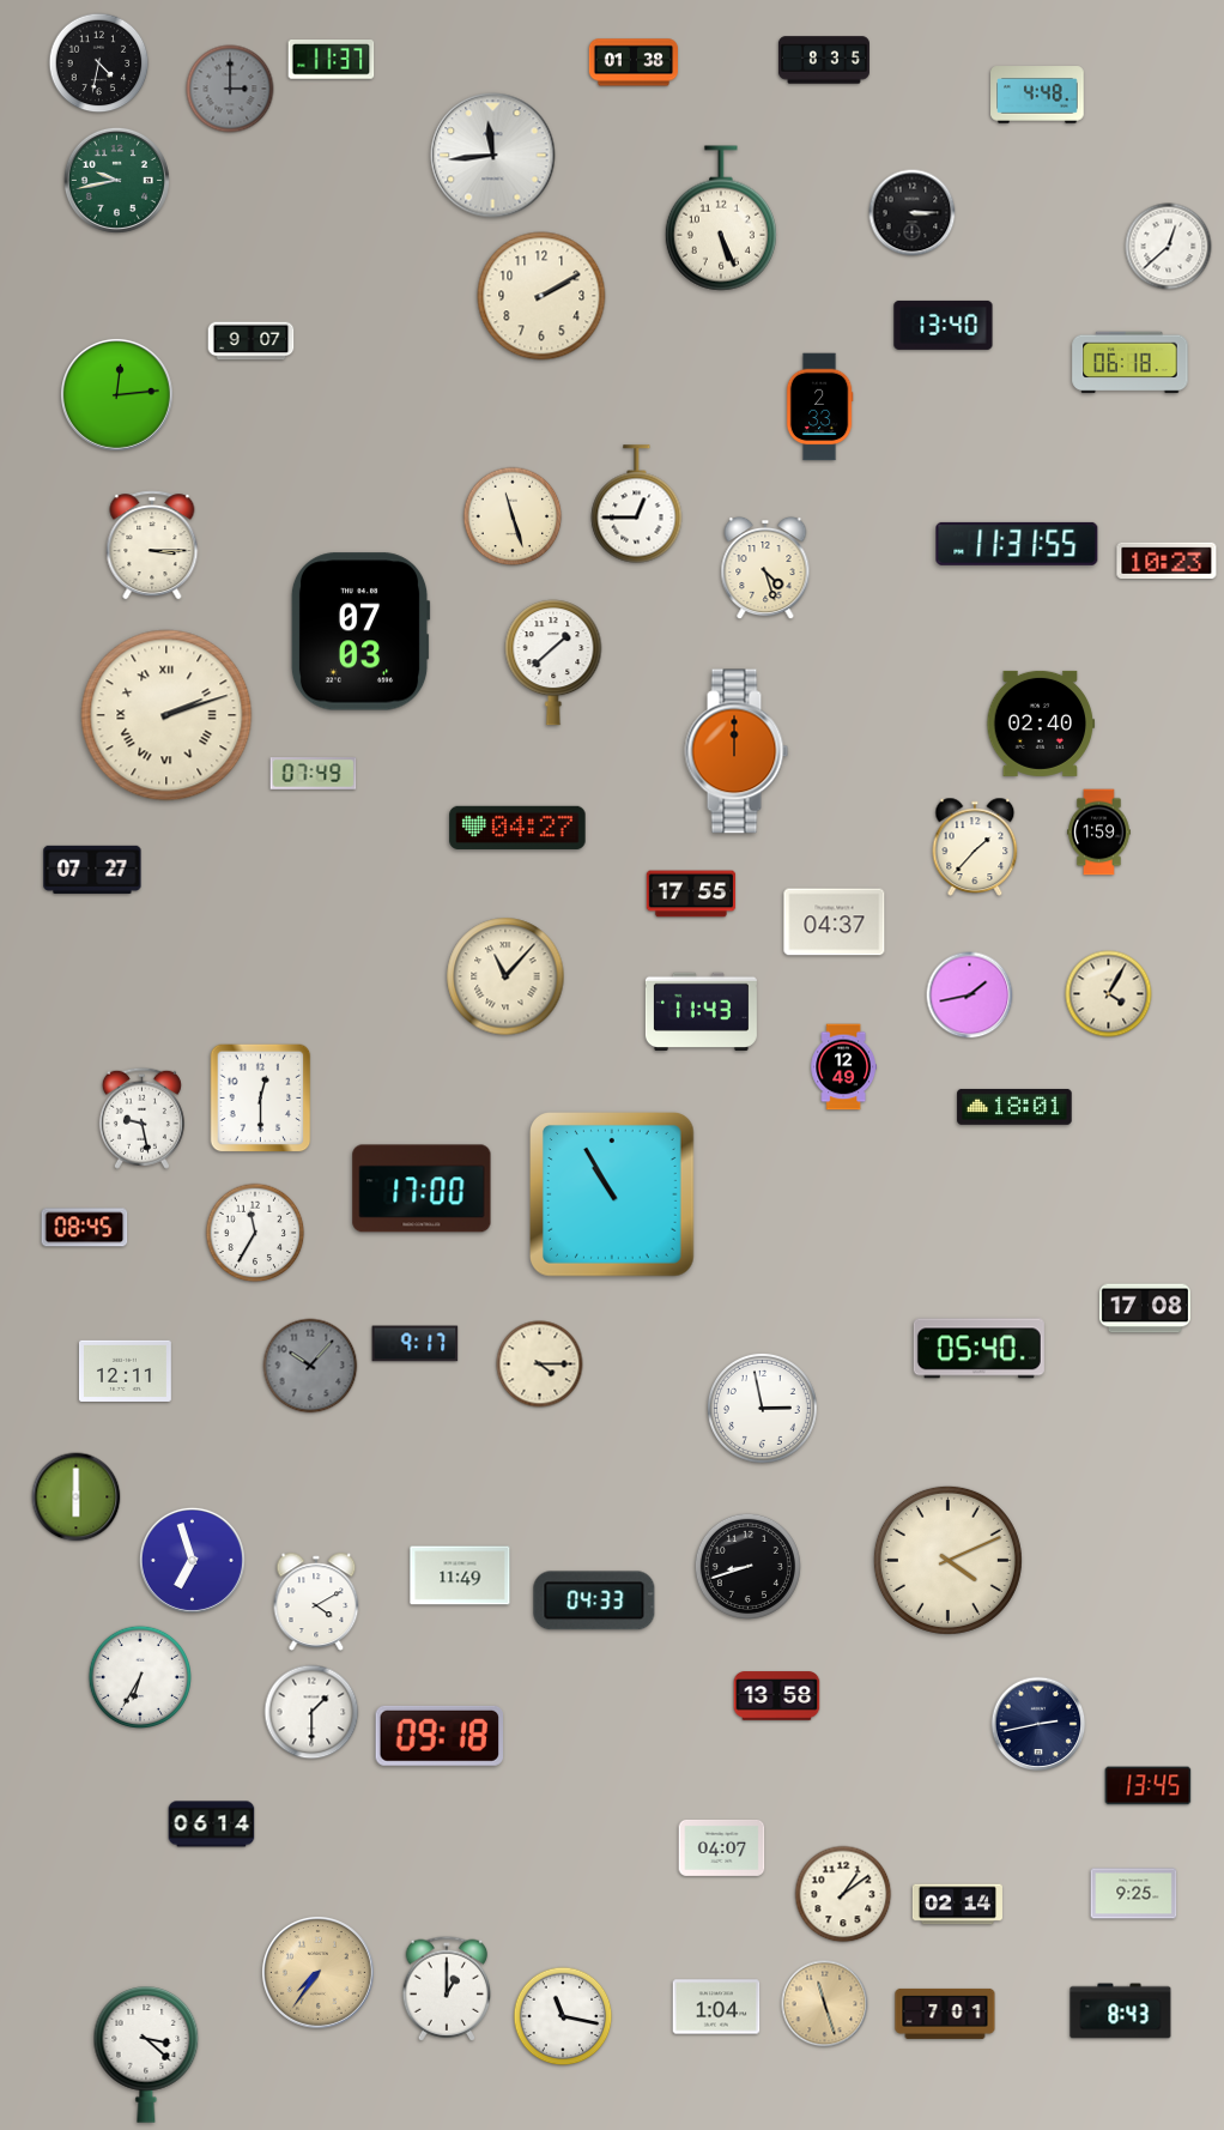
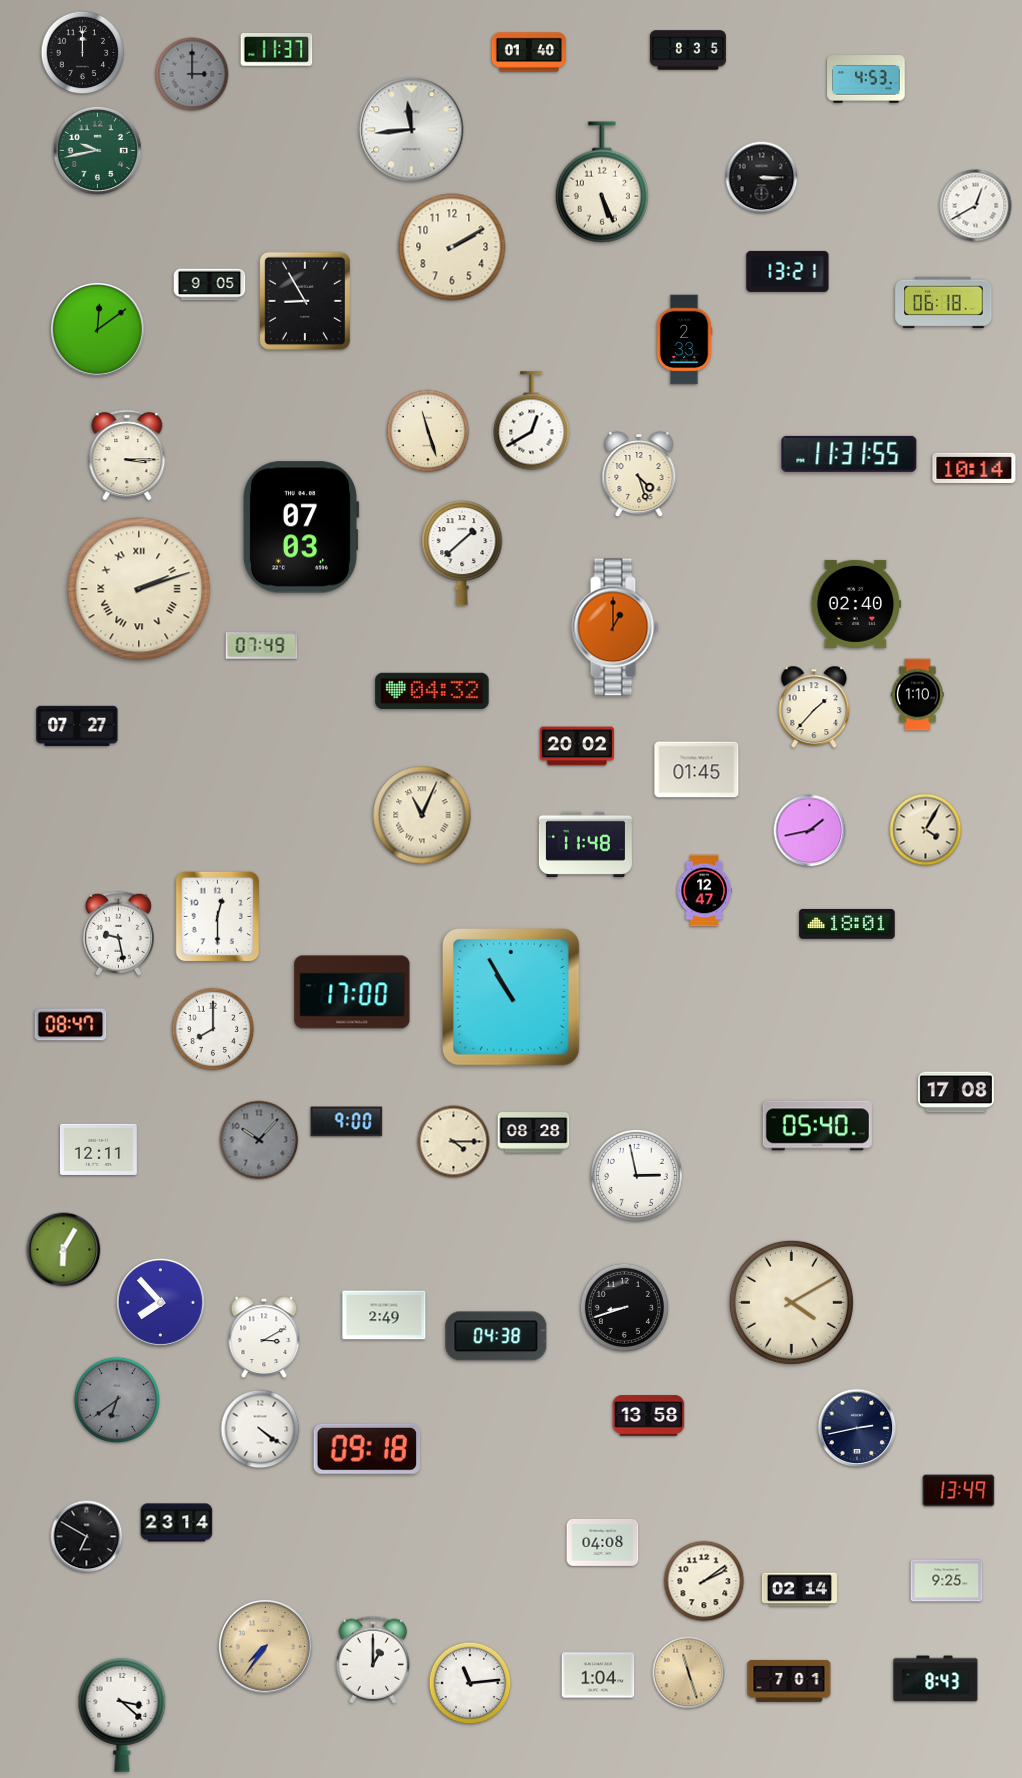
clock at (632, 62): 01:38 -> 01:40
clock at (99, 63): 4:32 -> 12:00
clock at (1037, 95): 4:48 -> 4:53
clock at (1169, 247): 12:38 -> 12:40
clock at (944, 325): 13:40 -> 13:21
clock at (252, 341): 9:07 -> 9:05
clock at (305, 300): none -> 8:55
clock at (116, 394): 12:14 -> 12:09
clock at (637, 504): 12:45 -> 12:40
clock at (1167, 559): 10:23 -> 10:14
clock at (166, 715) position: (166, 715) -> (139, 589)
clock at (1041, 724) position: (1041, 724) -> (856, 604)
clock at (737, 751): 12:00 -> 1:00
clock at (517, 828): 04:27 -> 04:32
clock at (1099, 833): 1:59 -> 1:10
clock at (691, 894): 17:55 -> 20:02
clock at (835, 922): 04:37 -> 01:45
clock at (505, 976): 11:07 -> 11:04
clock at (701, 1011): 11:43 -> 11:48
clock at (843, 1067): 12:49 -> 12:47
clock at (85, 1228): 08:45 -> 08:47
clock at (255, 1233): 11:35 -> 8:00
clock at (416, 1344): 9:17 -> 9:00
clock at (534, 1133): none -> 08:28
clock at (540, 1364) position: (540, 1364) -> (454, 1142)
clock at (125, 1370) position: (125, 1370) -> (98, 1149)
clock at (77, 1497): 6:00 -> 6:05
clock at (192, 1560): 6:57 -> 7:53
clock at (947, 1560): 4:11 -> 4:10
clock at (460, 1575): 11:49 -> 2:49
clock at (594, 1600): 04:33 -> 04:38
clock at (316, 1602): 4:10 -> 3:10
clock at (139, 1676): 6:35 -> 6:39
clock at (139, 1676) dial: white -> grey
clock at (311, 1712): 1:30 -> 4:21
clock at (1038, 1724) position: (1038, 1724) -> (857, 1428)
clock at (1149, 1786): 13:45 -> 13:49
clock at (212, 1825): 06:14 -> 23:14
clock at (87, 1537): none -> 6:50
clock at (722, 1847): 04:07 -> 04:08
clock at (843, 1894): 1:09 -> 2:09
clock at (563, 2016): 11:17 -> 11:14
